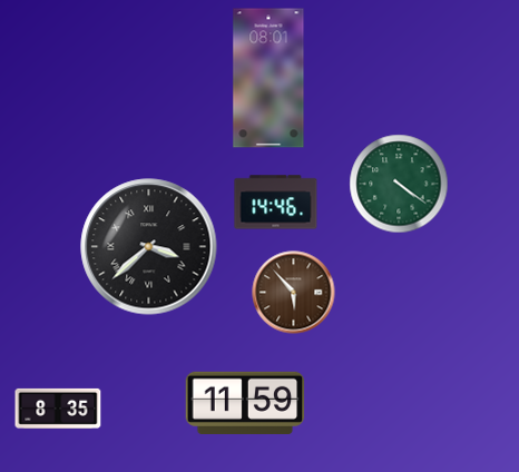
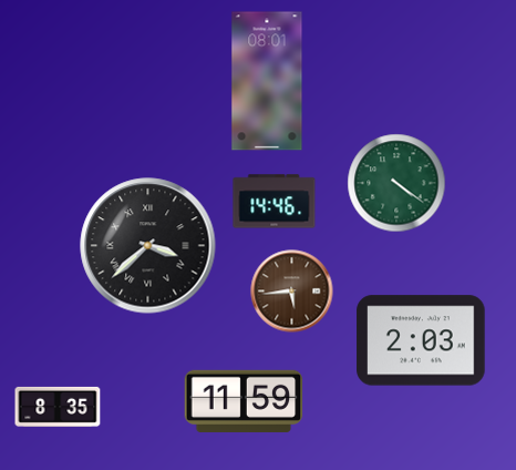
clock at (268, 78) position: (268, 78) -> (267, 81)
clock at (294, 293): 5:53 -> 5:44
clock at (421, 340): none -> 2:03
